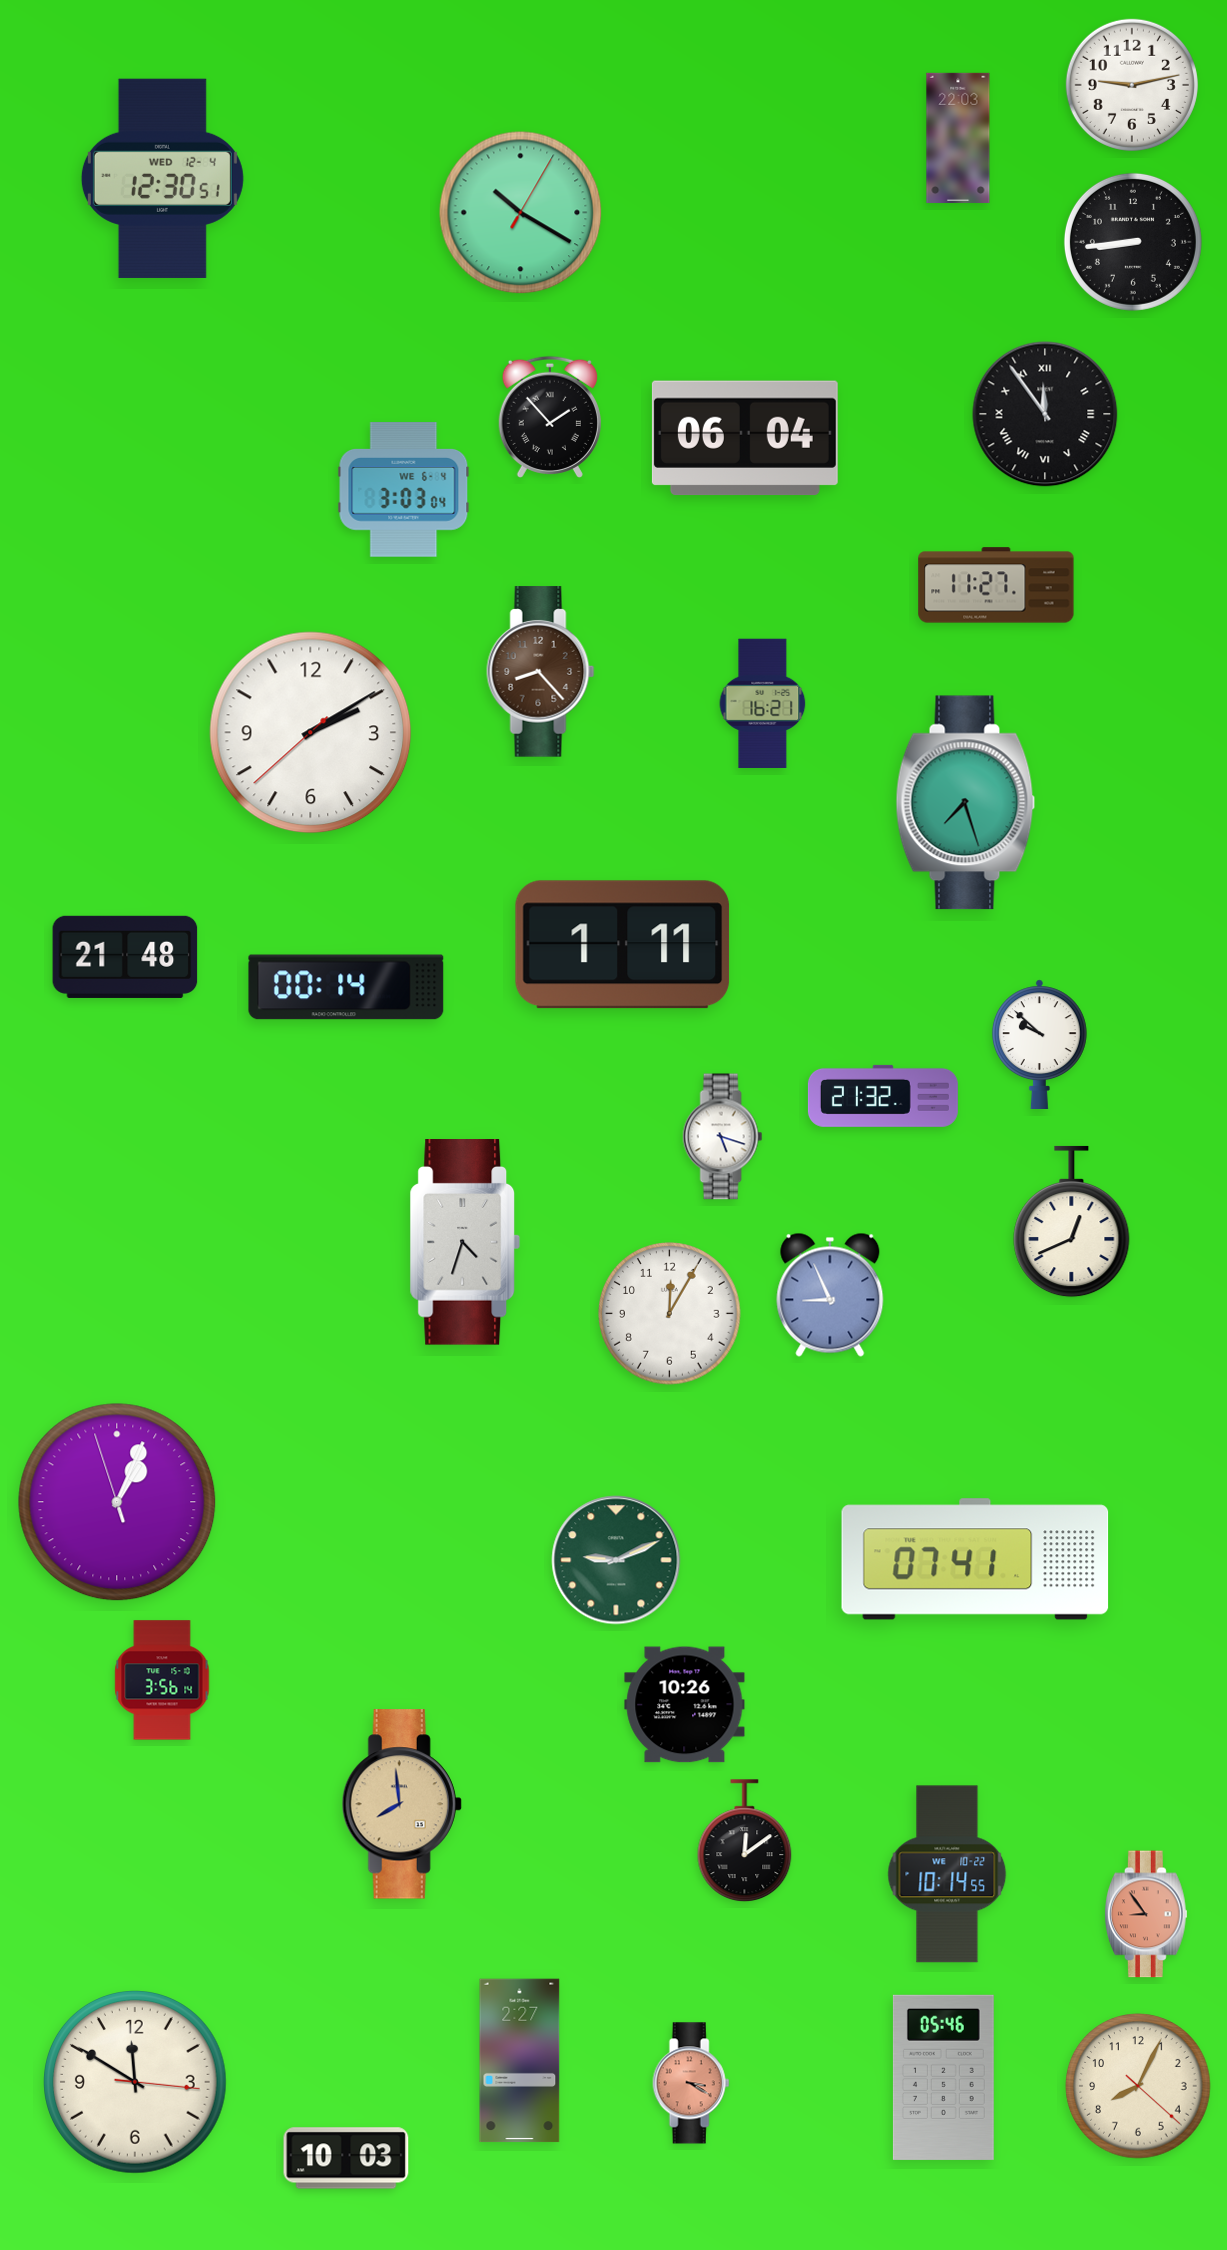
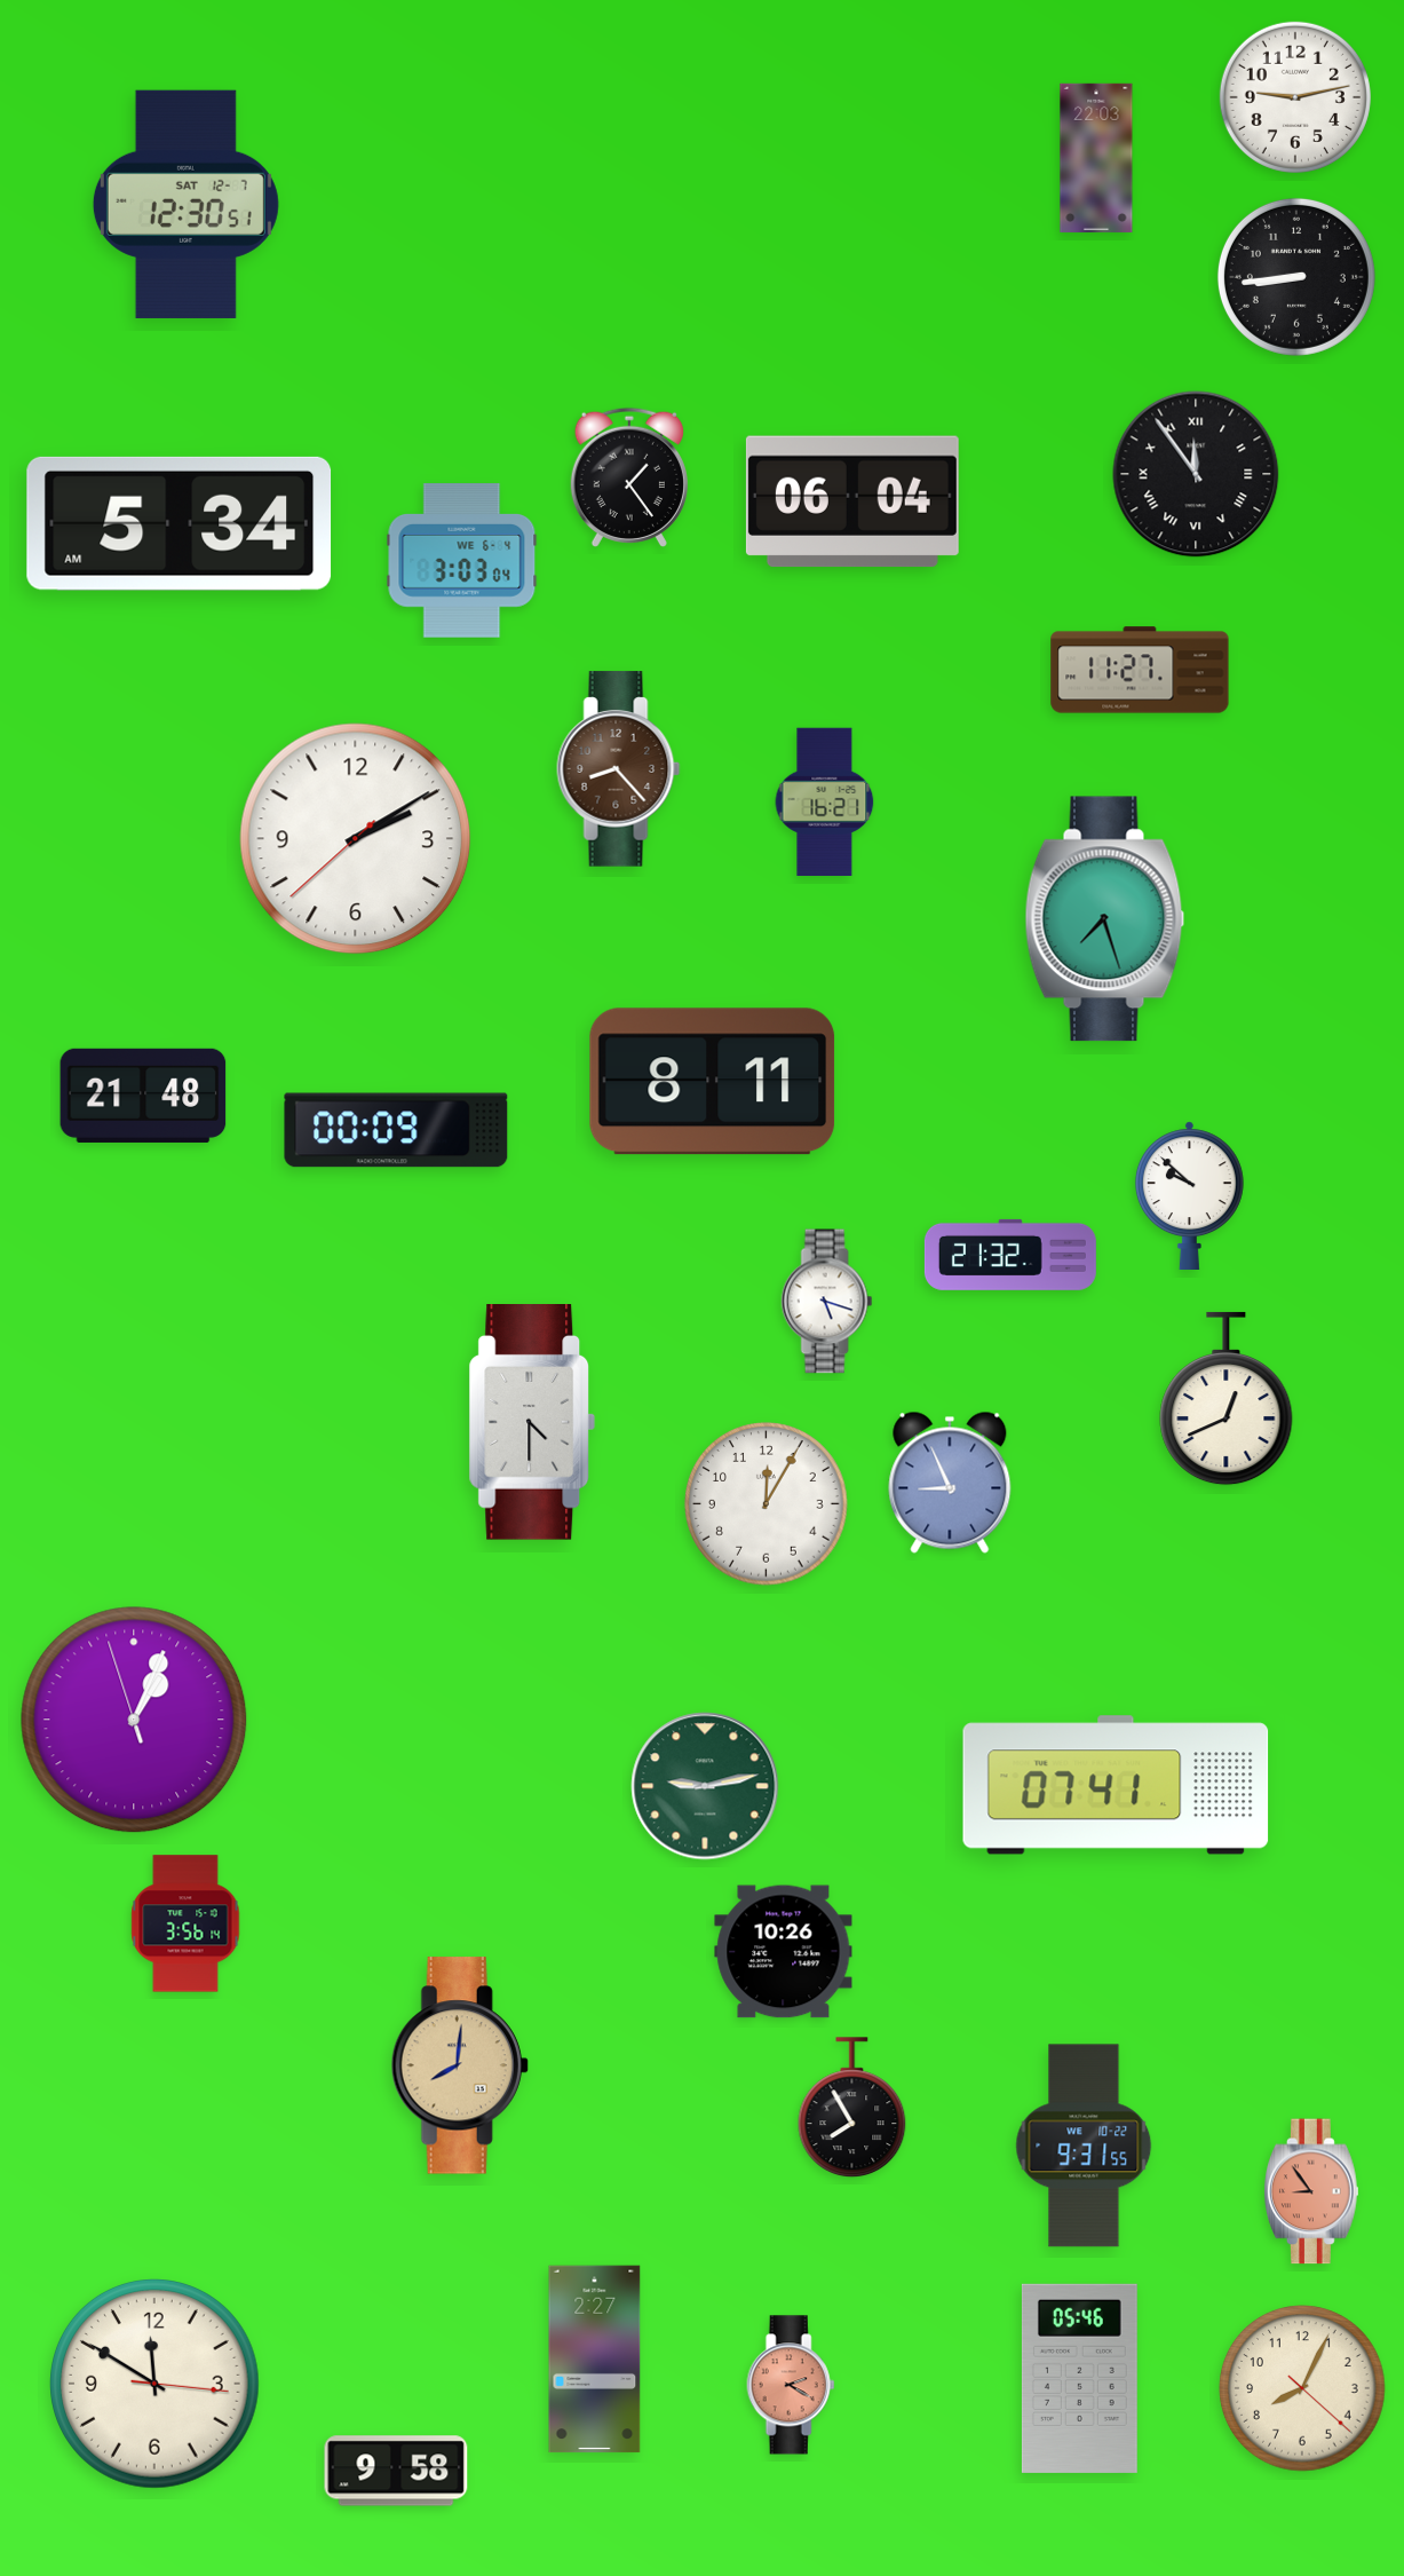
clock at (162, 178) date: WED 12-4 -> SAT 12-7
clock at (521, 213): 10:20 -> none
clock at (550, 417): 1:53 -> 1:24
clock at (180, 523): none -> 5:34
clock at (763, 703) position: (763, 703) -> (825, 801)
clock at (623, 945): 1:11 -> 8:11
clock at (346, 987): 00:14 -> 00:09
clock at (465, 1243): 4:33 -> 4:30
clock at (616, 1560): 9:11 -> 9:13
clock at (402, 1804): 7:59 -> 8:01
clock at (745, 1841): 12:09 -> 7:55
clock at (947, 1874): 10:14 -> 9:31
clock at (691, 2083): 3:20 -> 2:20
clock at (346, 2158): 10:03 -> 9:58
